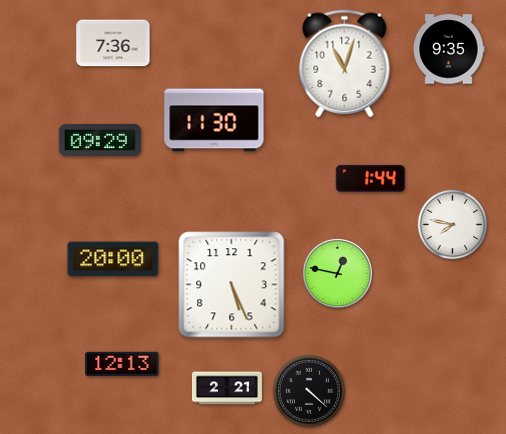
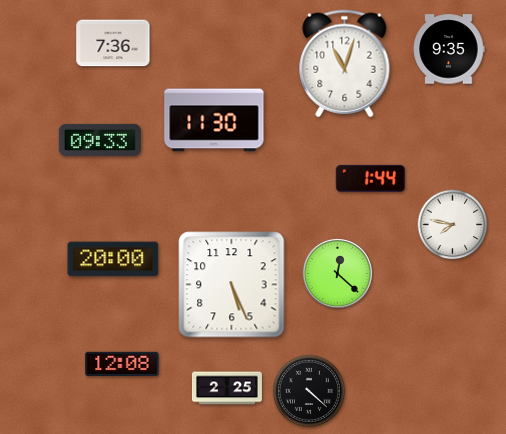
clock at (100, 140): 09:29 -> 09:33
clock at (337, 273): 12:47 -> 12:22
clock at (122, 363): 12:13 -> 12:08
clock at (227, 388): 2:21 -> 2:25
